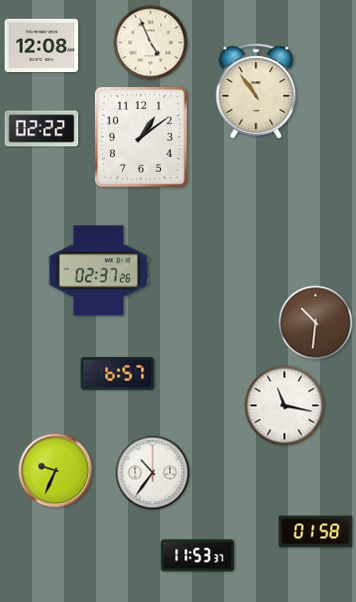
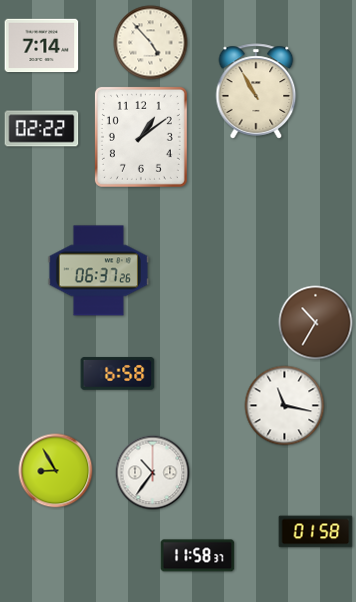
clock at (151, 43): 4:56 -> 4:53
clock at (42, 46): 12:08 -> 7:14
clock at (256, 91): 10:54 -> 10:55
clock at (98, 271): 02:37 -> 06:37
clock at (316, 323): 10:31 -> 10:35
clock at (118, 374): 6:57 -> 6:58
clock at (56, 471): 9:34 -> 8:55
clock at (198, 556): 11:53 -> 11:58
